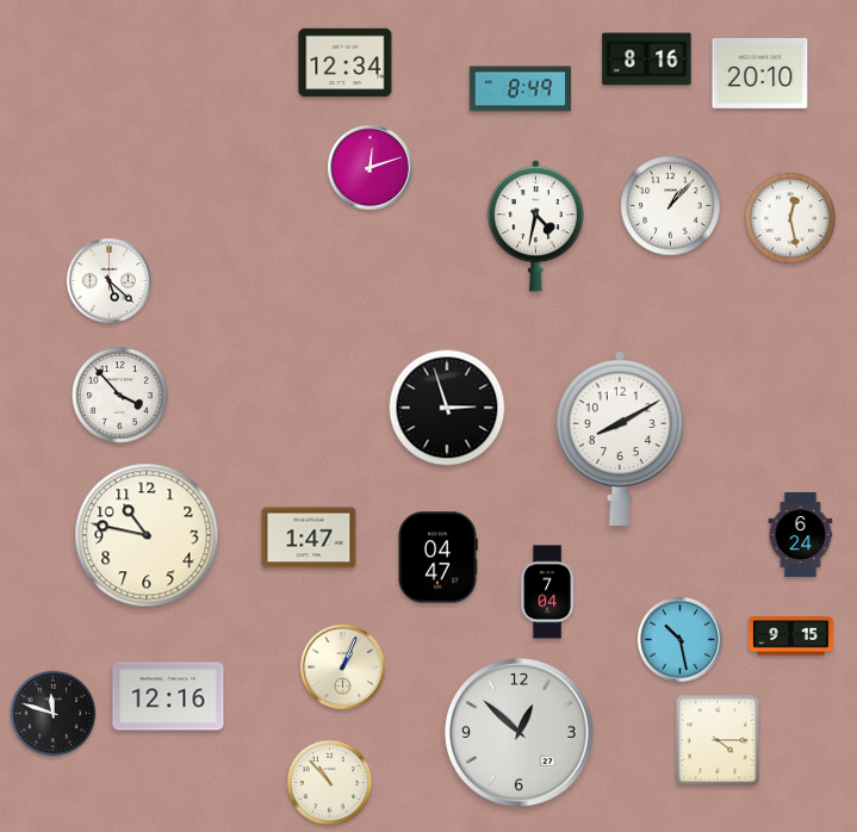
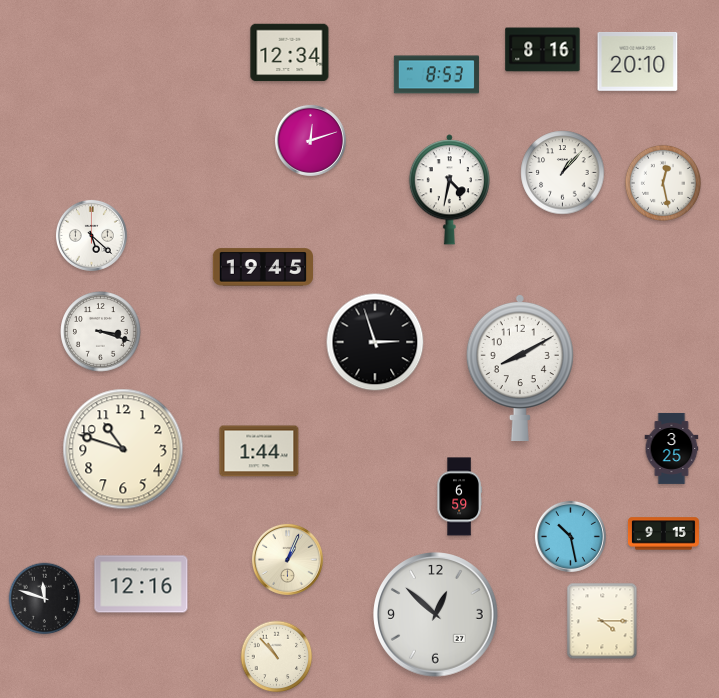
clock at (520, 89): 8:49 -> 8:53
clock at (262, 267): none -> 19:45
clock at (120, 396): 3:53 -> 3:18
clock at (801, 534): 6:24 -> 3:25
clock at (147, 535): 10:47 -> 10:48
clock at (309, 538): 1:47 -> 1:44
clock at (437, 558): 04:47 -> none
clock at (547, 592): 7:04 -> 6:59
